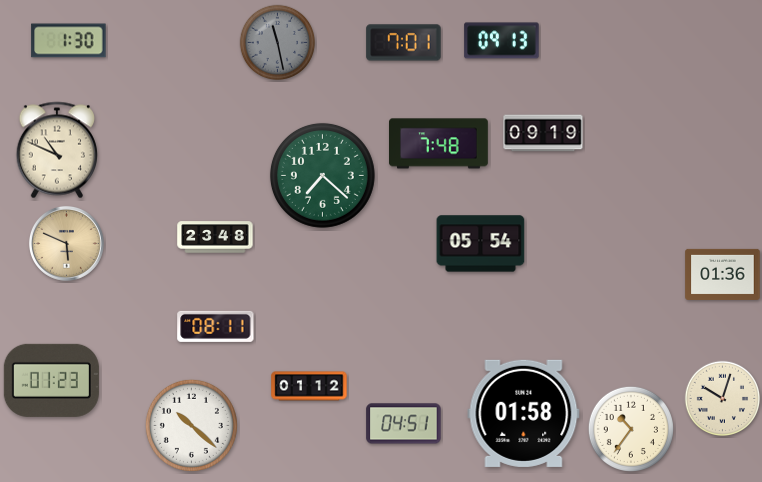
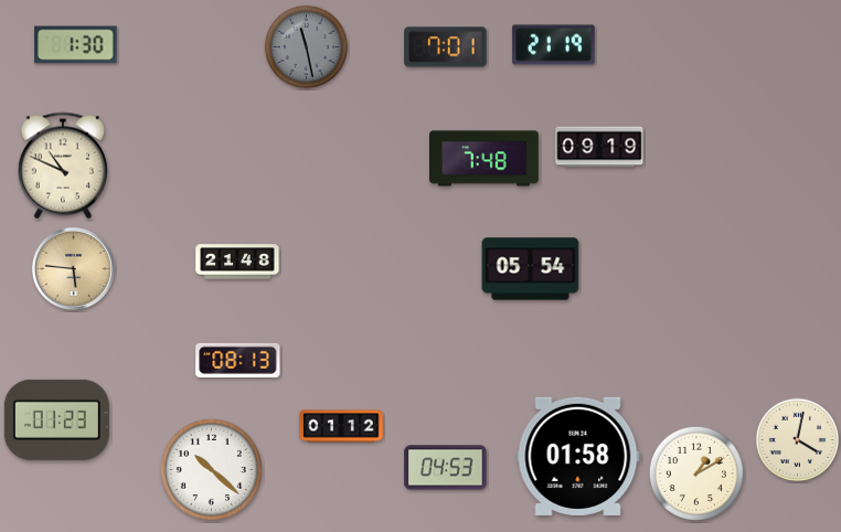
clock at (502, 41): 09:13 -> 21:19
clock at (322, 175): 7:22 -> none
clock at (215, 237): 23:48 -> 21:48
clock at (66, 243): 5:49 -> 5:46
clock at (723, 274): 01:36 -> none
clock at (216, 326): 08:11 -> 08:13
clock at (723, 399): 10:03 -> 4:02
clock at (404, 424): 04:51 -> 04:53
clock at (631, 429): 10:36 -> 1:10
